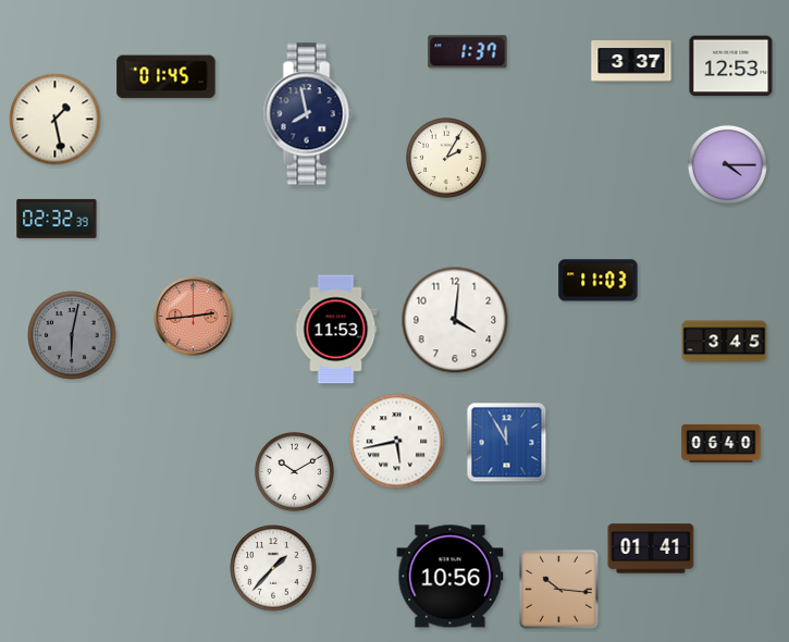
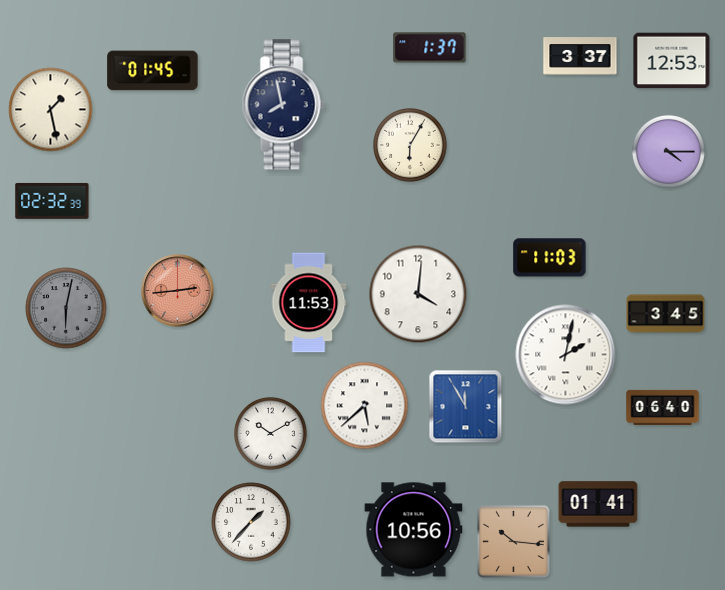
clock at (447, 159): 2:05 -> 6:05
clock at (566, 355): none -> 2:02
clock at (397, 442): 5:43 -> 5:38
